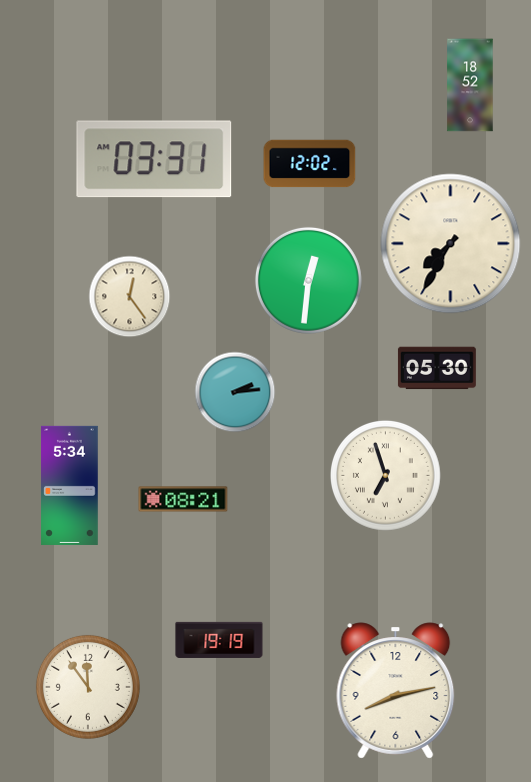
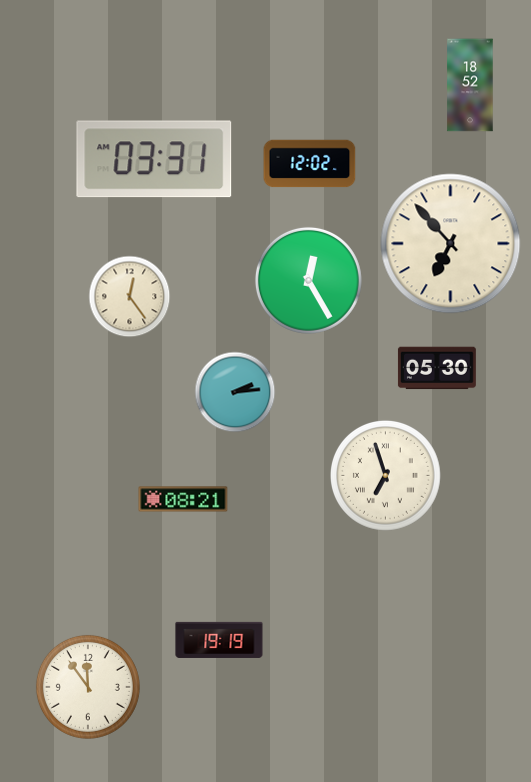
clock at (451, 244): 7:35 -> 6:53
clock at (308, 280): 12:31 -> 12:25
clock at (70, 485): 5:34 -> none
clock at (396, 691): 8:13 -> none
